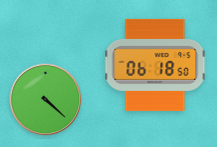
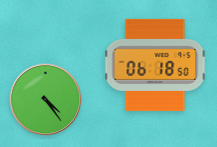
clock at (46, 100): 4:22 -> 4:24
